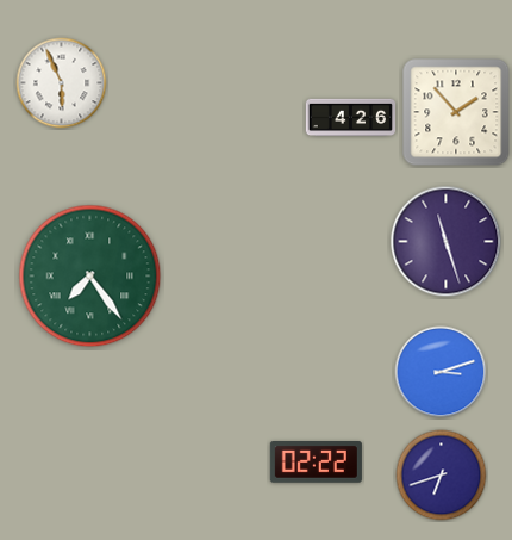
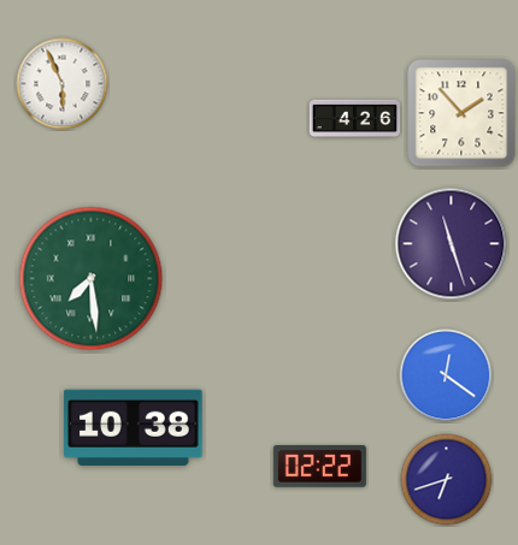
clock at (90, 277): 7:24 -> 7:29
clock at (441, 372): 3:12 -> 12:21
clock at (134, 427): none -> 10:38
